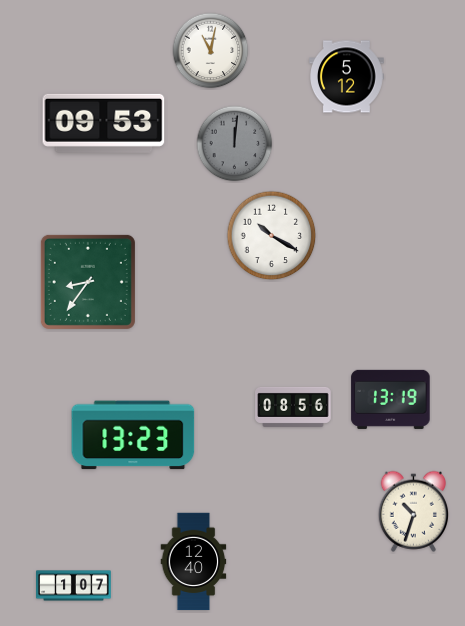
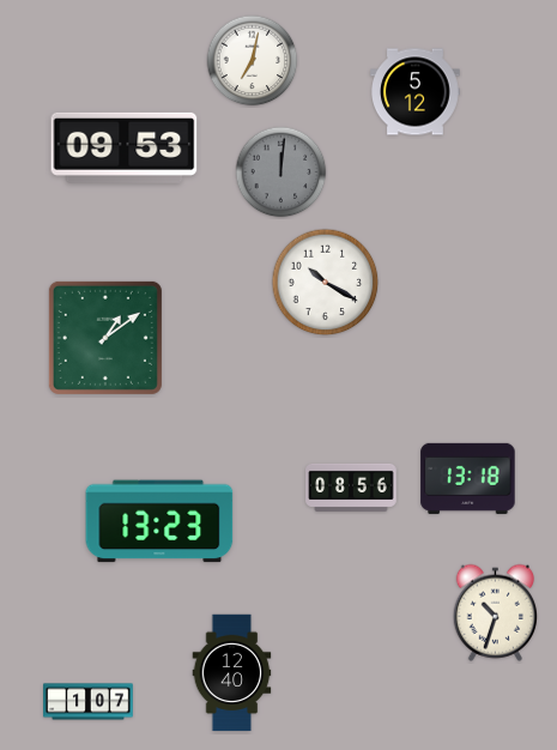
clock at (211, 51): 11:02 -> 7:02
clock at (88, 282): 8:36 -> 1:09
clock at (391, 399): 13:19 -> 13:18
